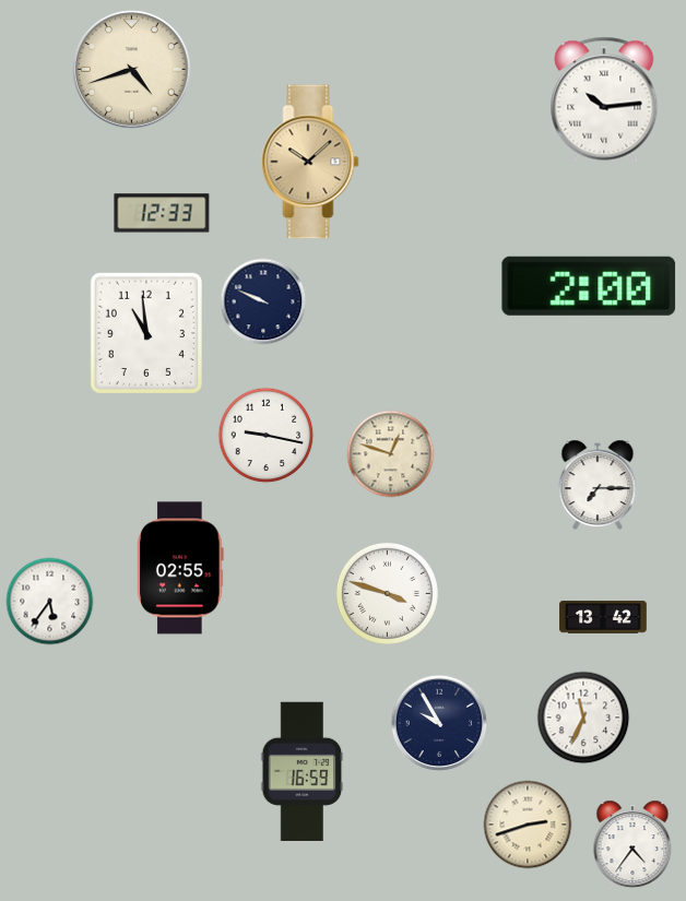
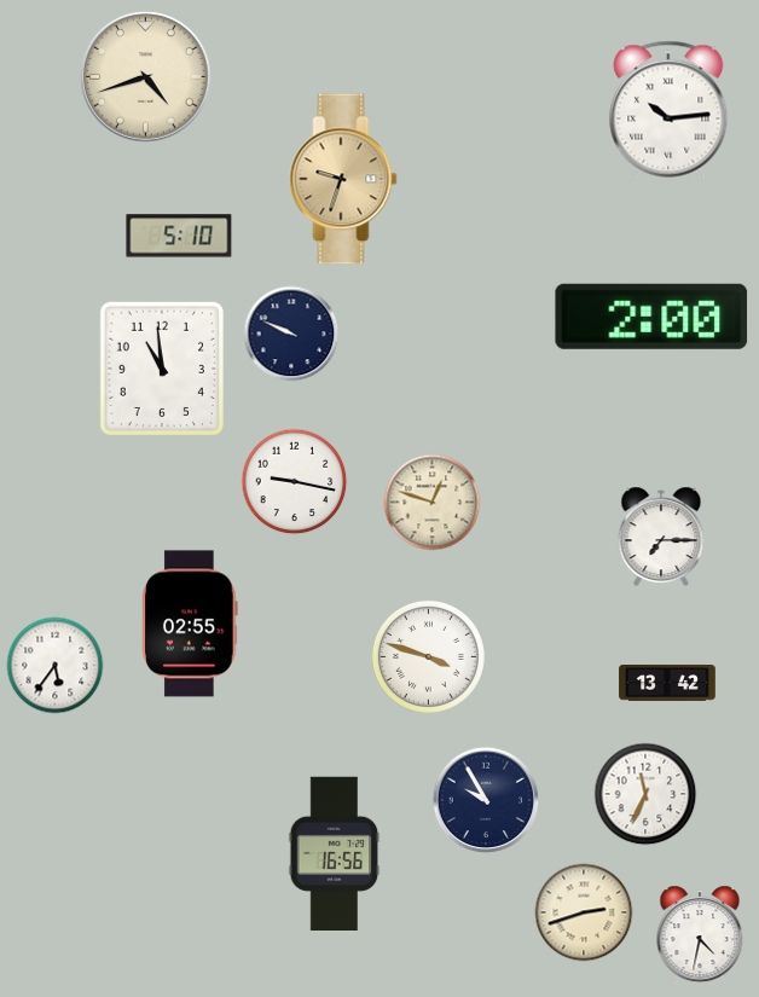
clock at (310, 162): 10:08 -> 9:33
clock at (162, 213): 12:33 -> 5:10
clock at (180, 568) position: (180, 568) -> (190, 624)
clock at (303, 771): 16:59 -> 16:56
clock at (632, 845): 4:36 -> 4:32
